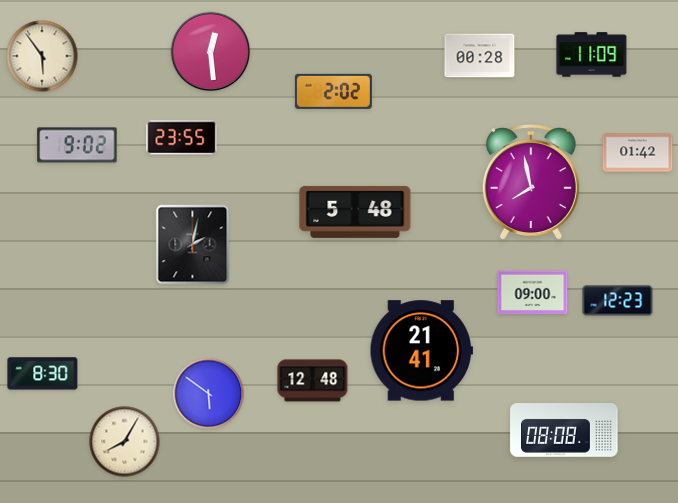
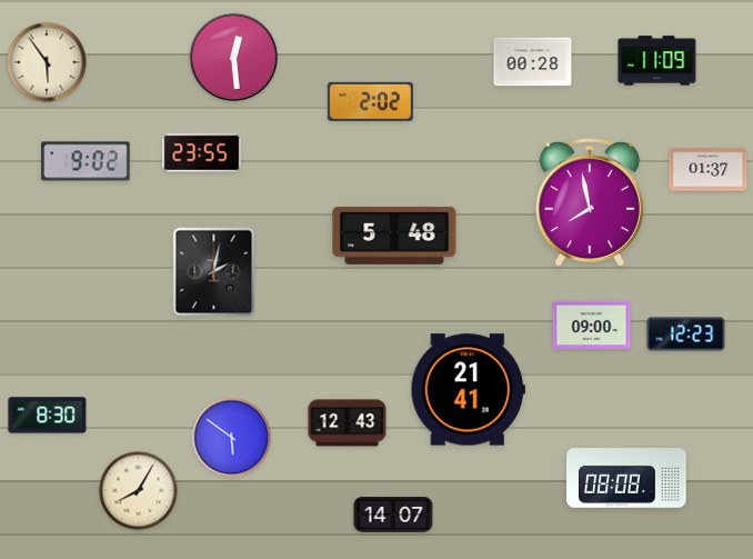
clock at (638, 153): 01:42 -> 01:37
clock at (313, 381): 12:48 -> 12:43
clock at (393, 515): none -> 14:07
